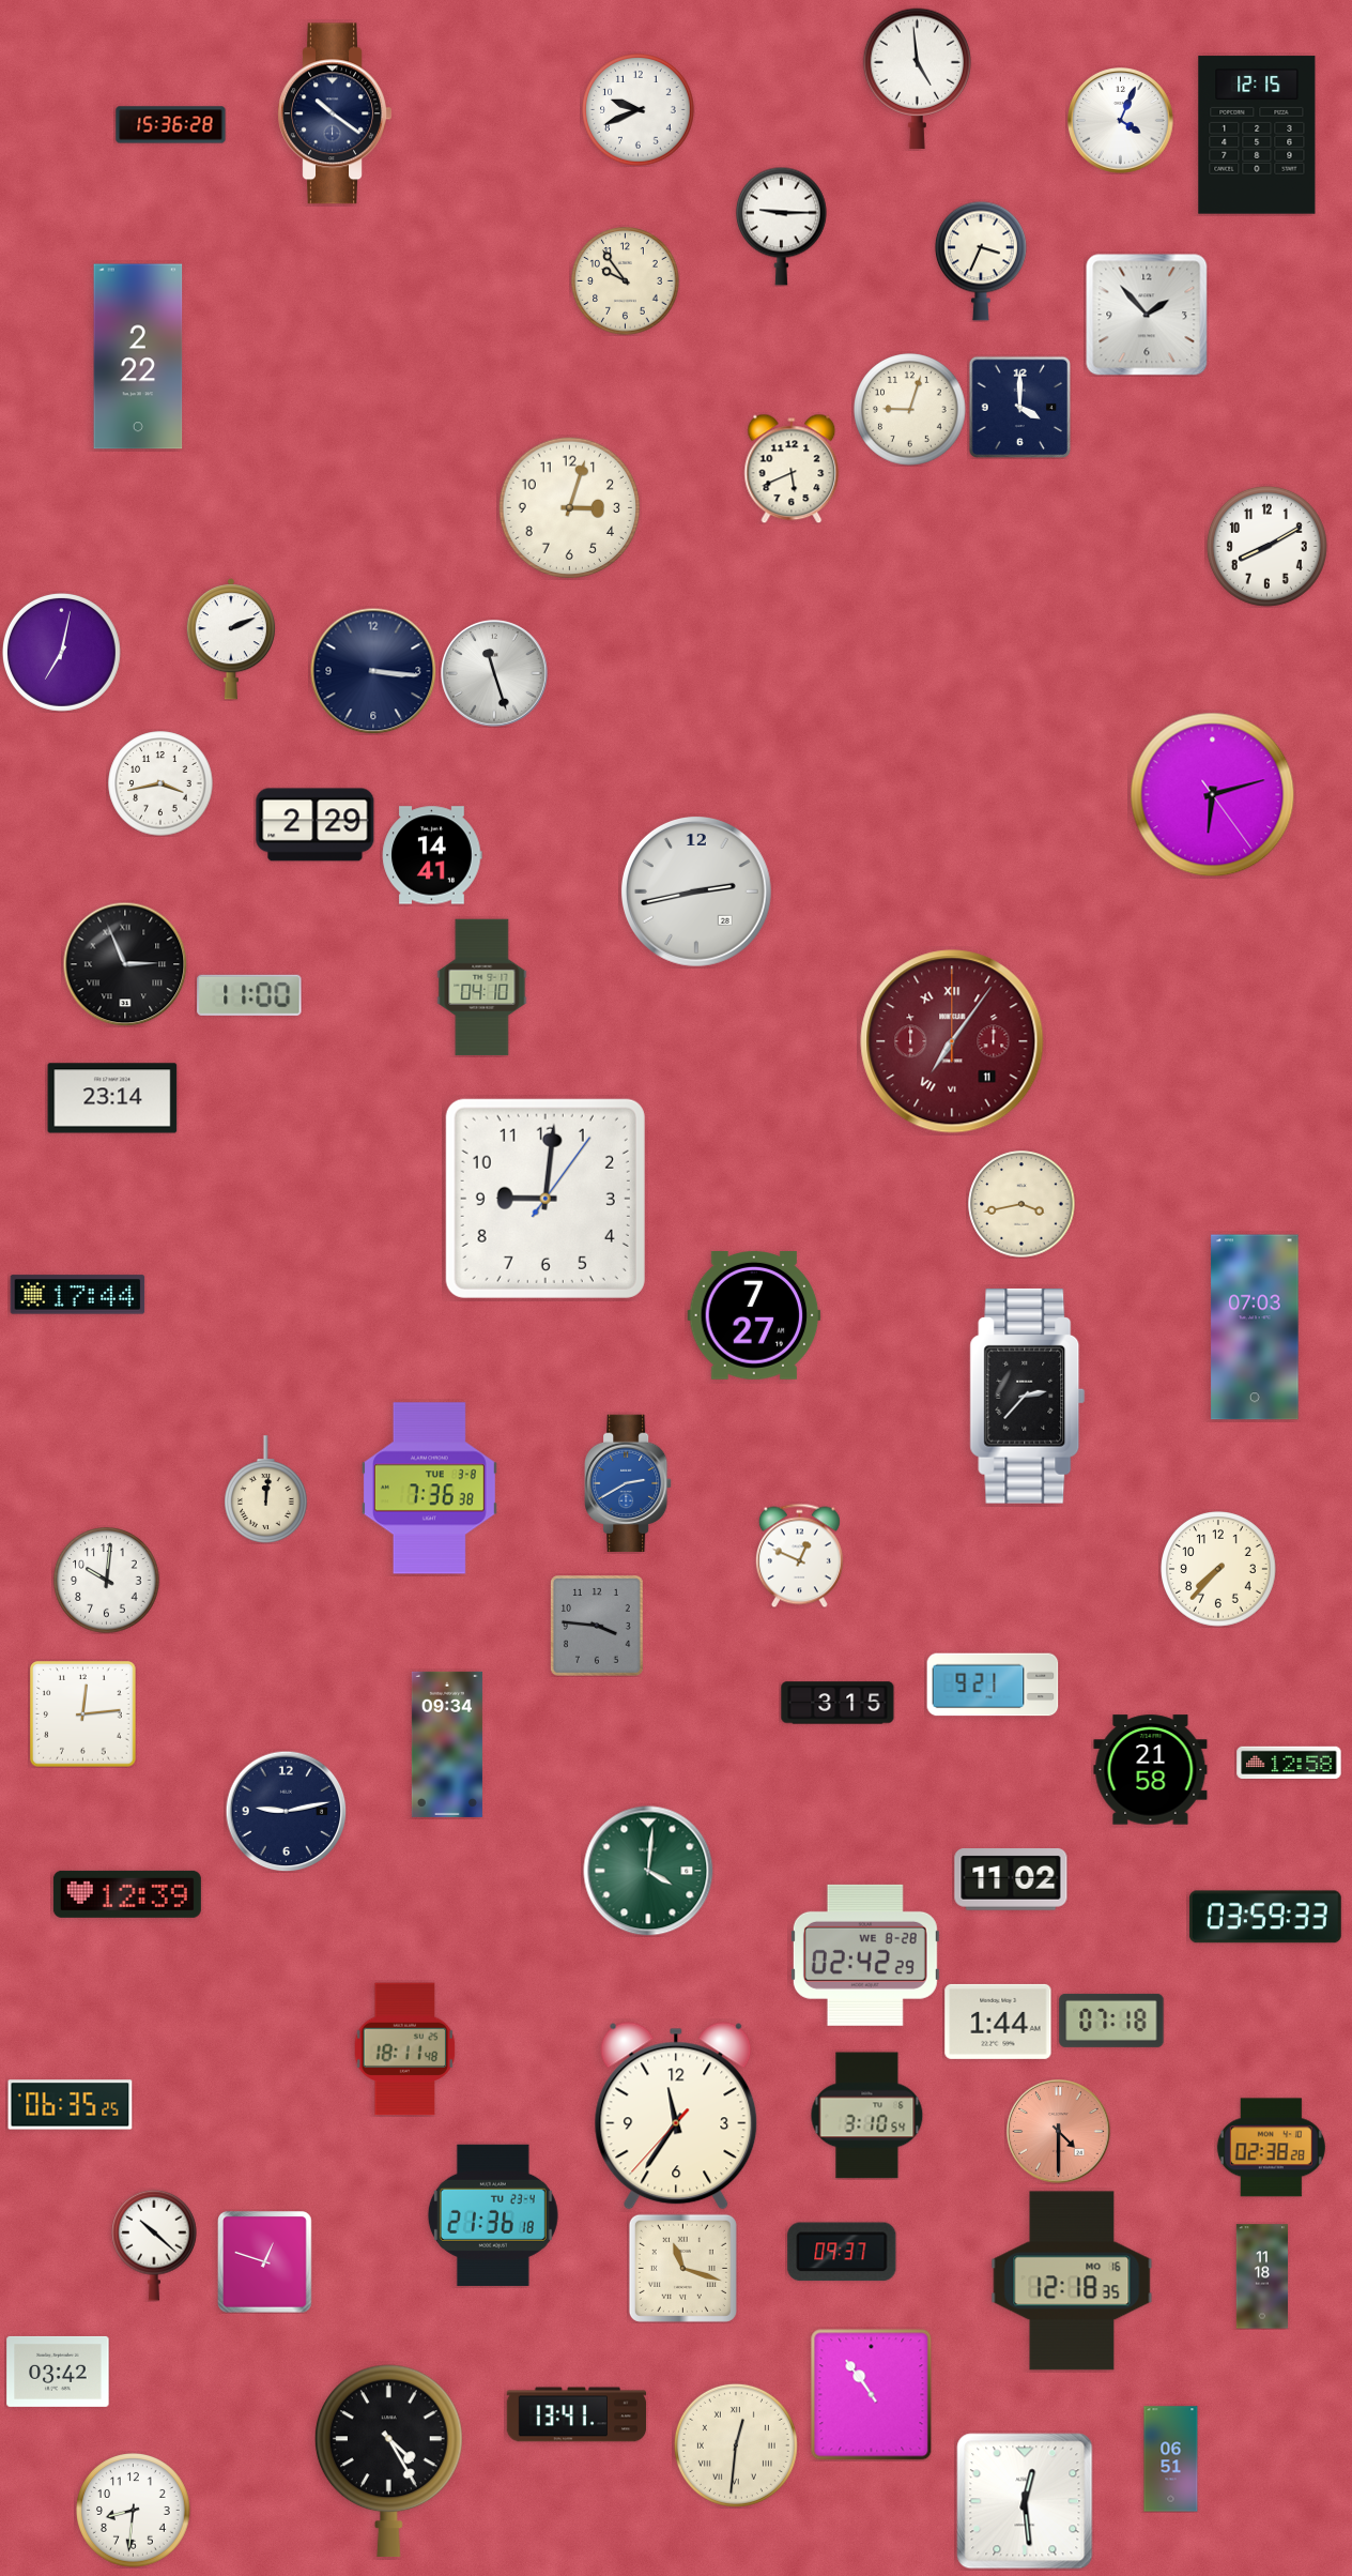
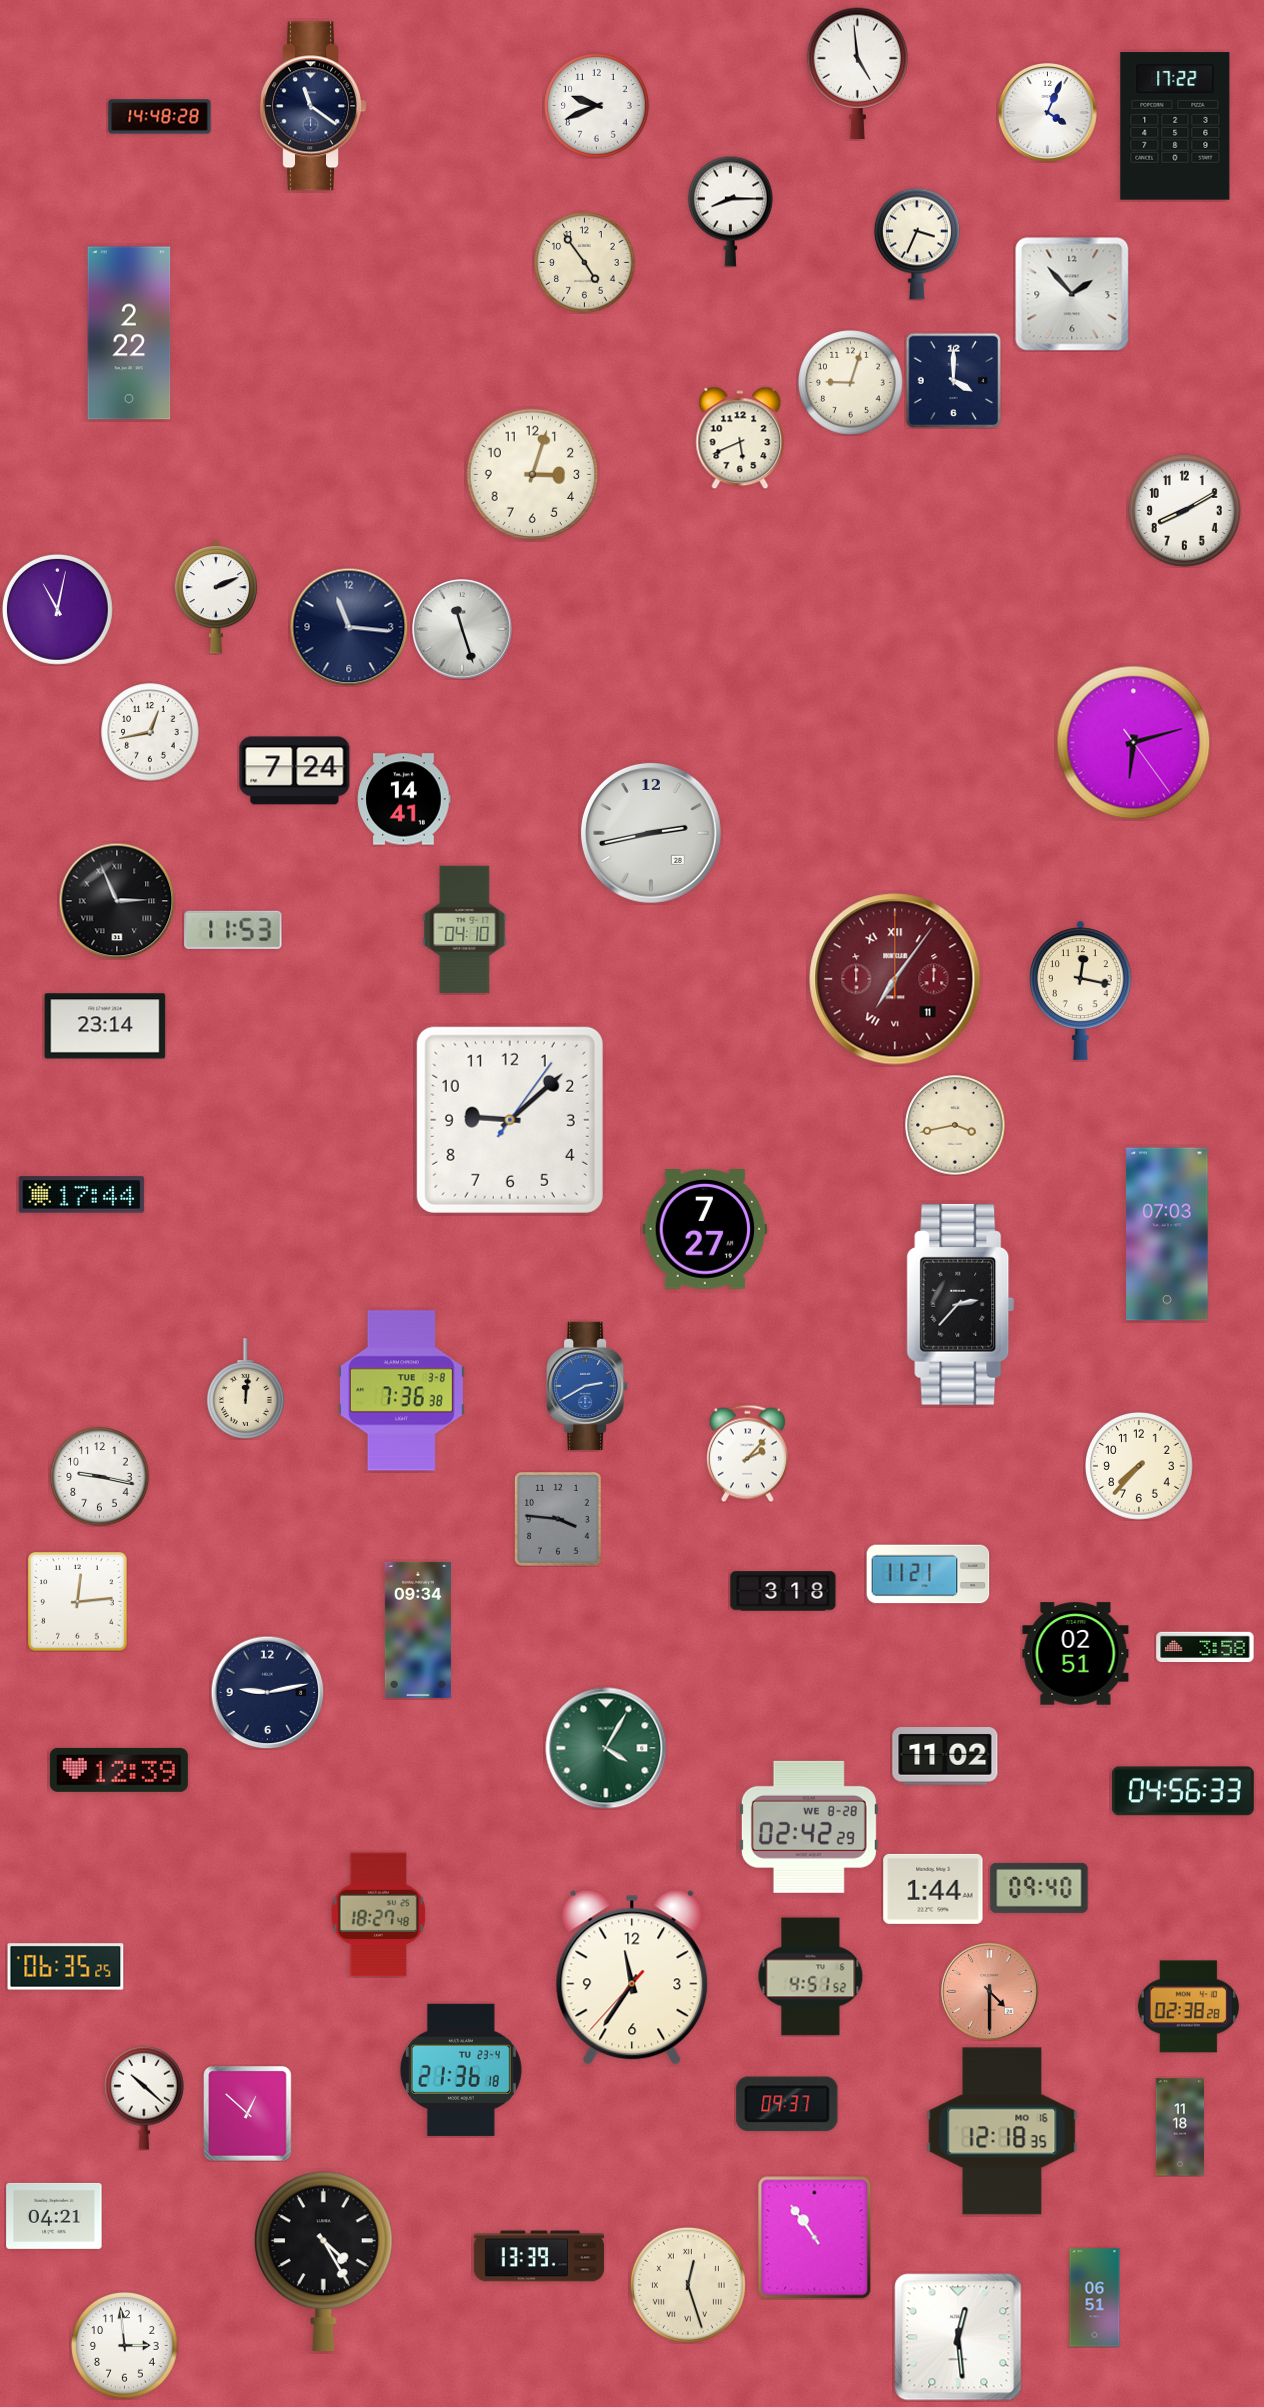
clock at (639, 110) position: (639, 110) -> (597, 106)
clock at (335, 113): 10:21 -> 11:21
clock at (171, 125): 15:36 -> 14:48
clock at (1257, 135): 12:15 -> 17:22
clock at (781, 226): 9:15 -> 8:15
clock at (626, 281): 9:54 -> 4:54
clock at (61, 652): 7:02 -> 11:02
clock at (373, 671): 3:16 -> 11:16
clock at (160, 783): 3:43 -> 12:43
clock at (316, 825): 2:29 -> 7:24
clock at (482, 988) position: (482, 988) -> (465, 930)
clock at (249, 995): 11:00 -> 11:53
clock at (952, 1041) position: (952, 1041) -> (895, 979)
clock at (1081, 990): none -> 12:17
clock at (546, 1199): 9:01 -> 9:08
clock at (78, 1295) position: (78, 1295) -> (82, 1195)
clock at (1255, 1327) position: (1255, 1327) -> (1167, 1234)
clock at (266, 1490) position: (266, 1490) -> (246, 1389)
clock at (799, 1555): 12:49 -> 2:07
clock at (107, 1581): 10:01 -> 9:17
clock at (993, 1685): 9:21 -> 11:21
clock at (838, 1703): 3:15 -> 3:18
clock at (1289, 1762): 12:58 -> 3:58
clock at (1151, 1770): 21:58 -> 02:51
clock at (648, 1871): 4:01 -> 4:05
clock at (1265, 1917): 03:59 -> 04:56
clock at (1111, 2021): 07:18 -> 09:40
clock at (405, 2049): 18:11 -> 18:27
clock at (867, 2116): 3:10 -> 4:51
clock at (265, 2262): 12:48 -> 12:52
clock at (682, 2268): 11:18 -> none
clock at (58, 2372): 03:42 -> 04:21
clock at (577, 2414): 13:41 -> 13:39
clock at (736, 2445): 12:31 -> 12:27
clock at (388, 2461) position: (388, 2461) -> (323, 2262)
clock at (134, 2511): 8:31 -> 2:59
